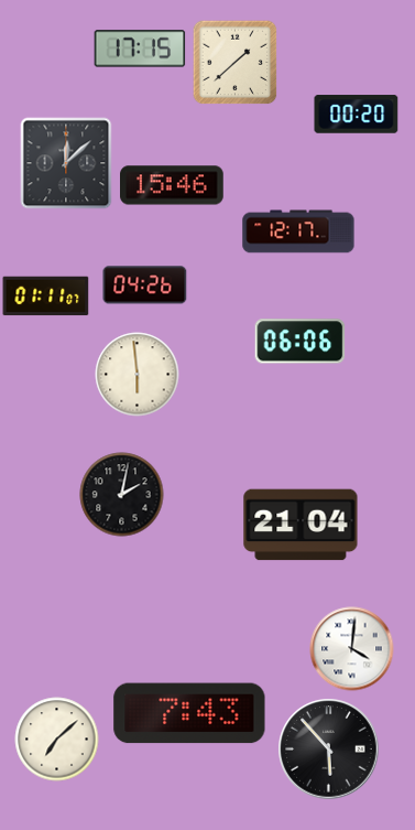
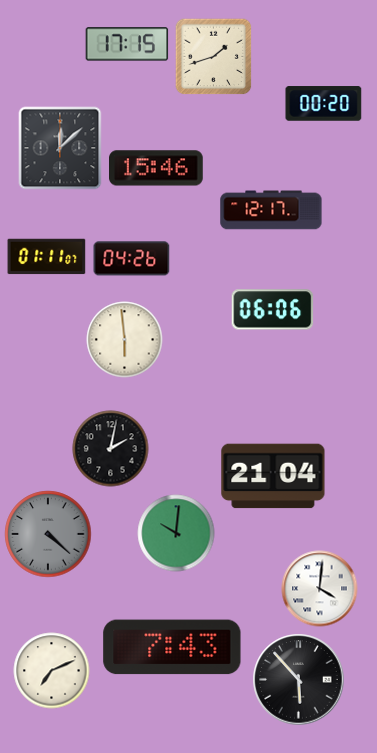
clock at (234, 62): 1:38 -> 1:42
clock at (46, 297) position: (46, 297) -> (47, 257)
clock at (176, 533): none -> 10:01
clock at (48, 534): none -> 4:22
clock at (57, 740): 7:08 -> 7:11
